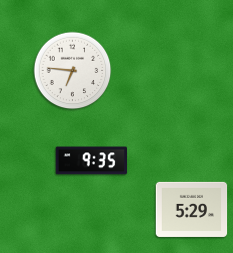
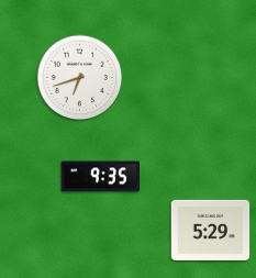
clock at (73, 71): 6:46 -> 6:42
